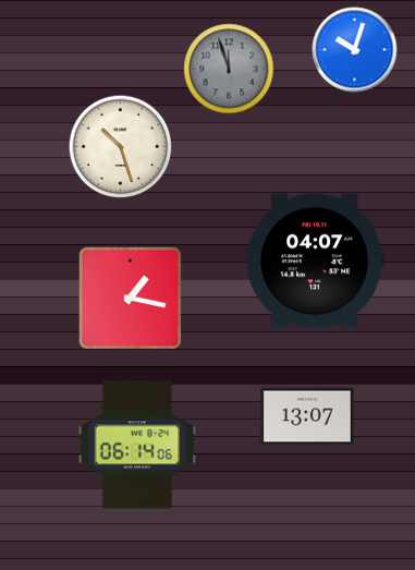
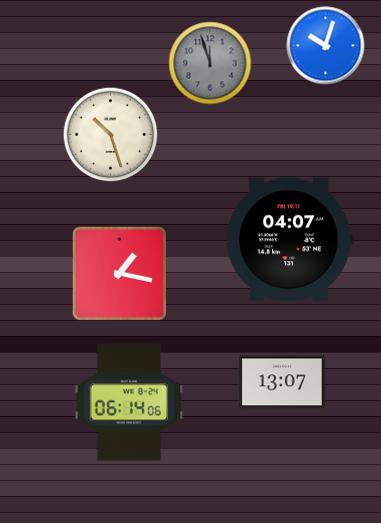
clock at (137, 445) position: (137, 445) -> (129, 402)
